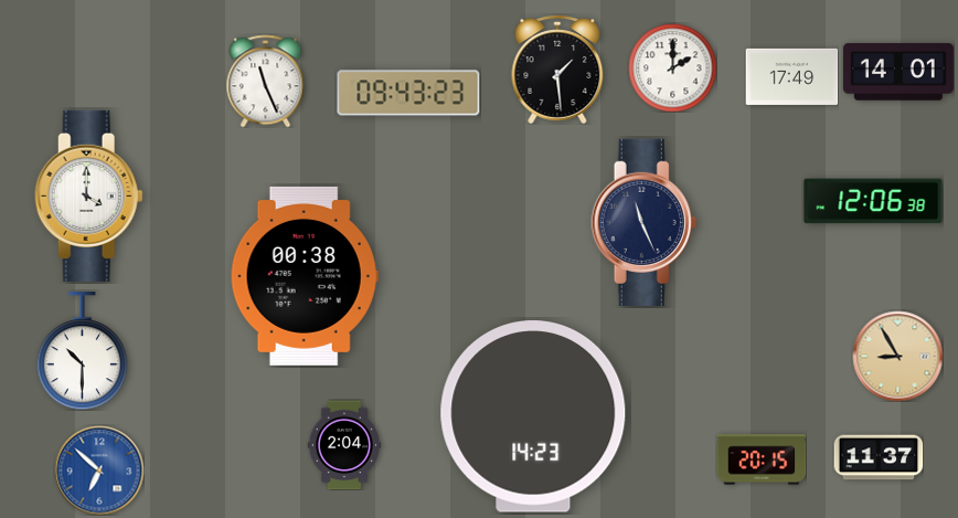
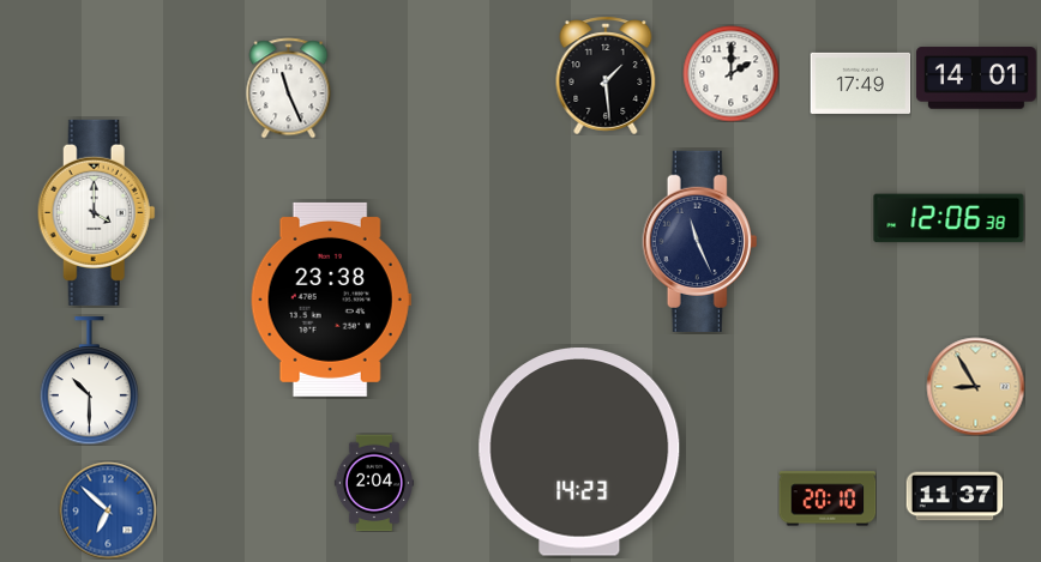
clock at (408, 93): 09:43 -> none
clock at (305, 276): 00:38 -> 23:38
clock at (762, 459): 20:15 -> 20:10
